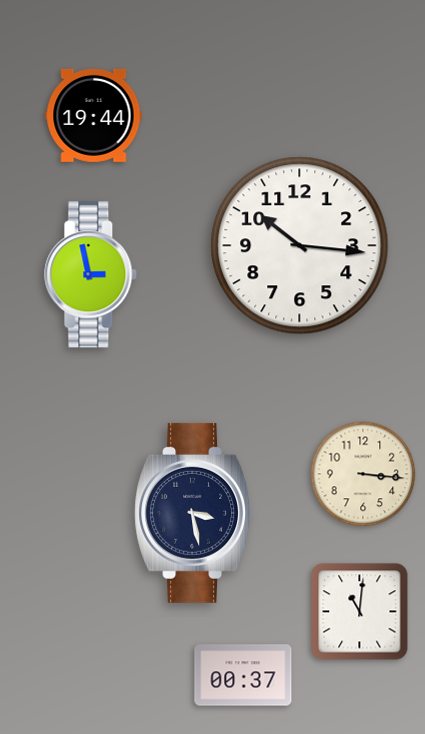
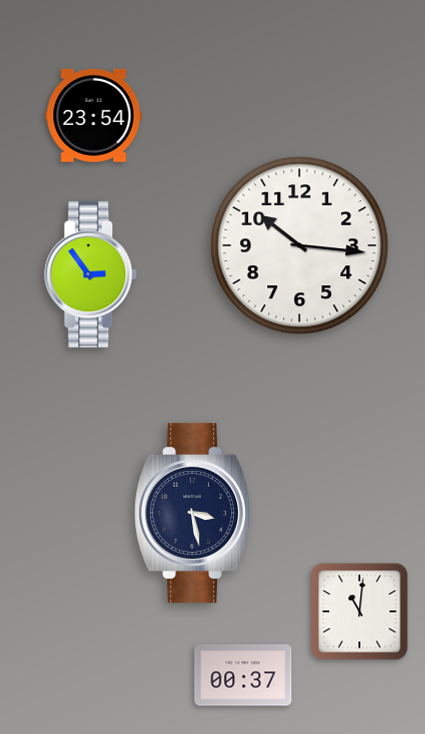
clock at (94, 115): 19:44 -> 23:54
clock at (91, 275): 2:58 -> 2:54
clock at (363, 474): 3:16 -> none
